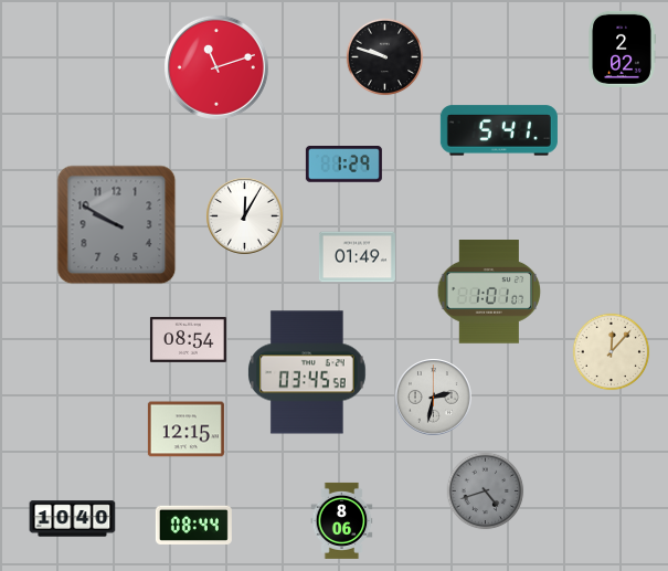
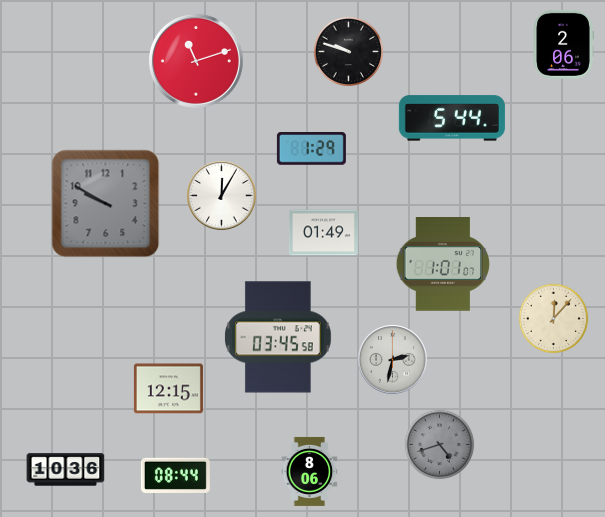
clock at (622, 49): 2:02 -> 2:06
clock at (499, 130): 5:41 -> 5:44
clock at (188, 339): 08:54 -> none
clock at (73, 519): 10:40 -> 10:36
